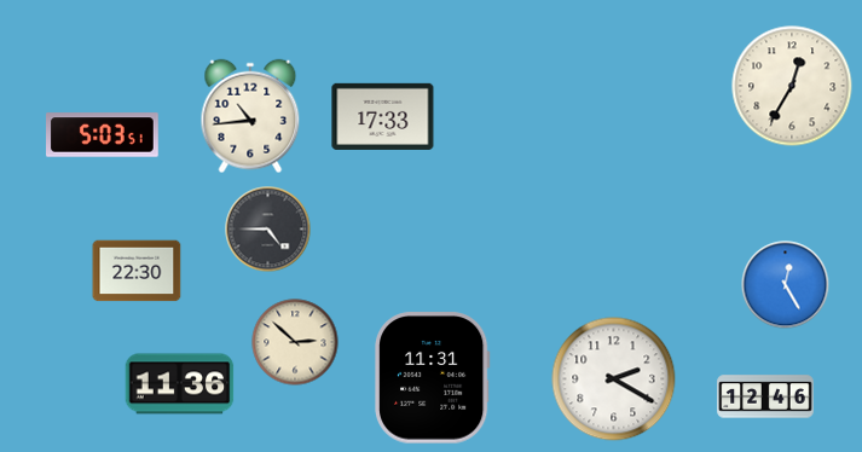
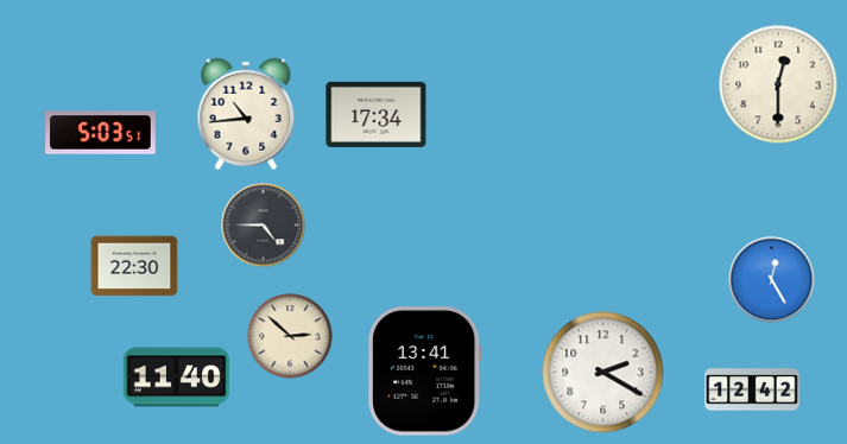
clock at (792, 86): 12:35 -> 12:30
clock at (383, 116): 17:33 -> 17:34
clock at (433, 378): 11:31 -> 13:41
clock at (180, 384): 11:36 -> 11:40
clock at (765, 396): 12:46 -> 12:42
